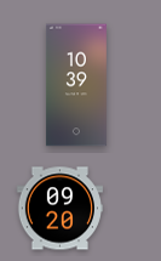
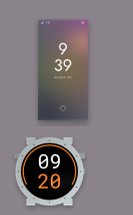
clock at (76, 85): 10:39 -> 9:39
